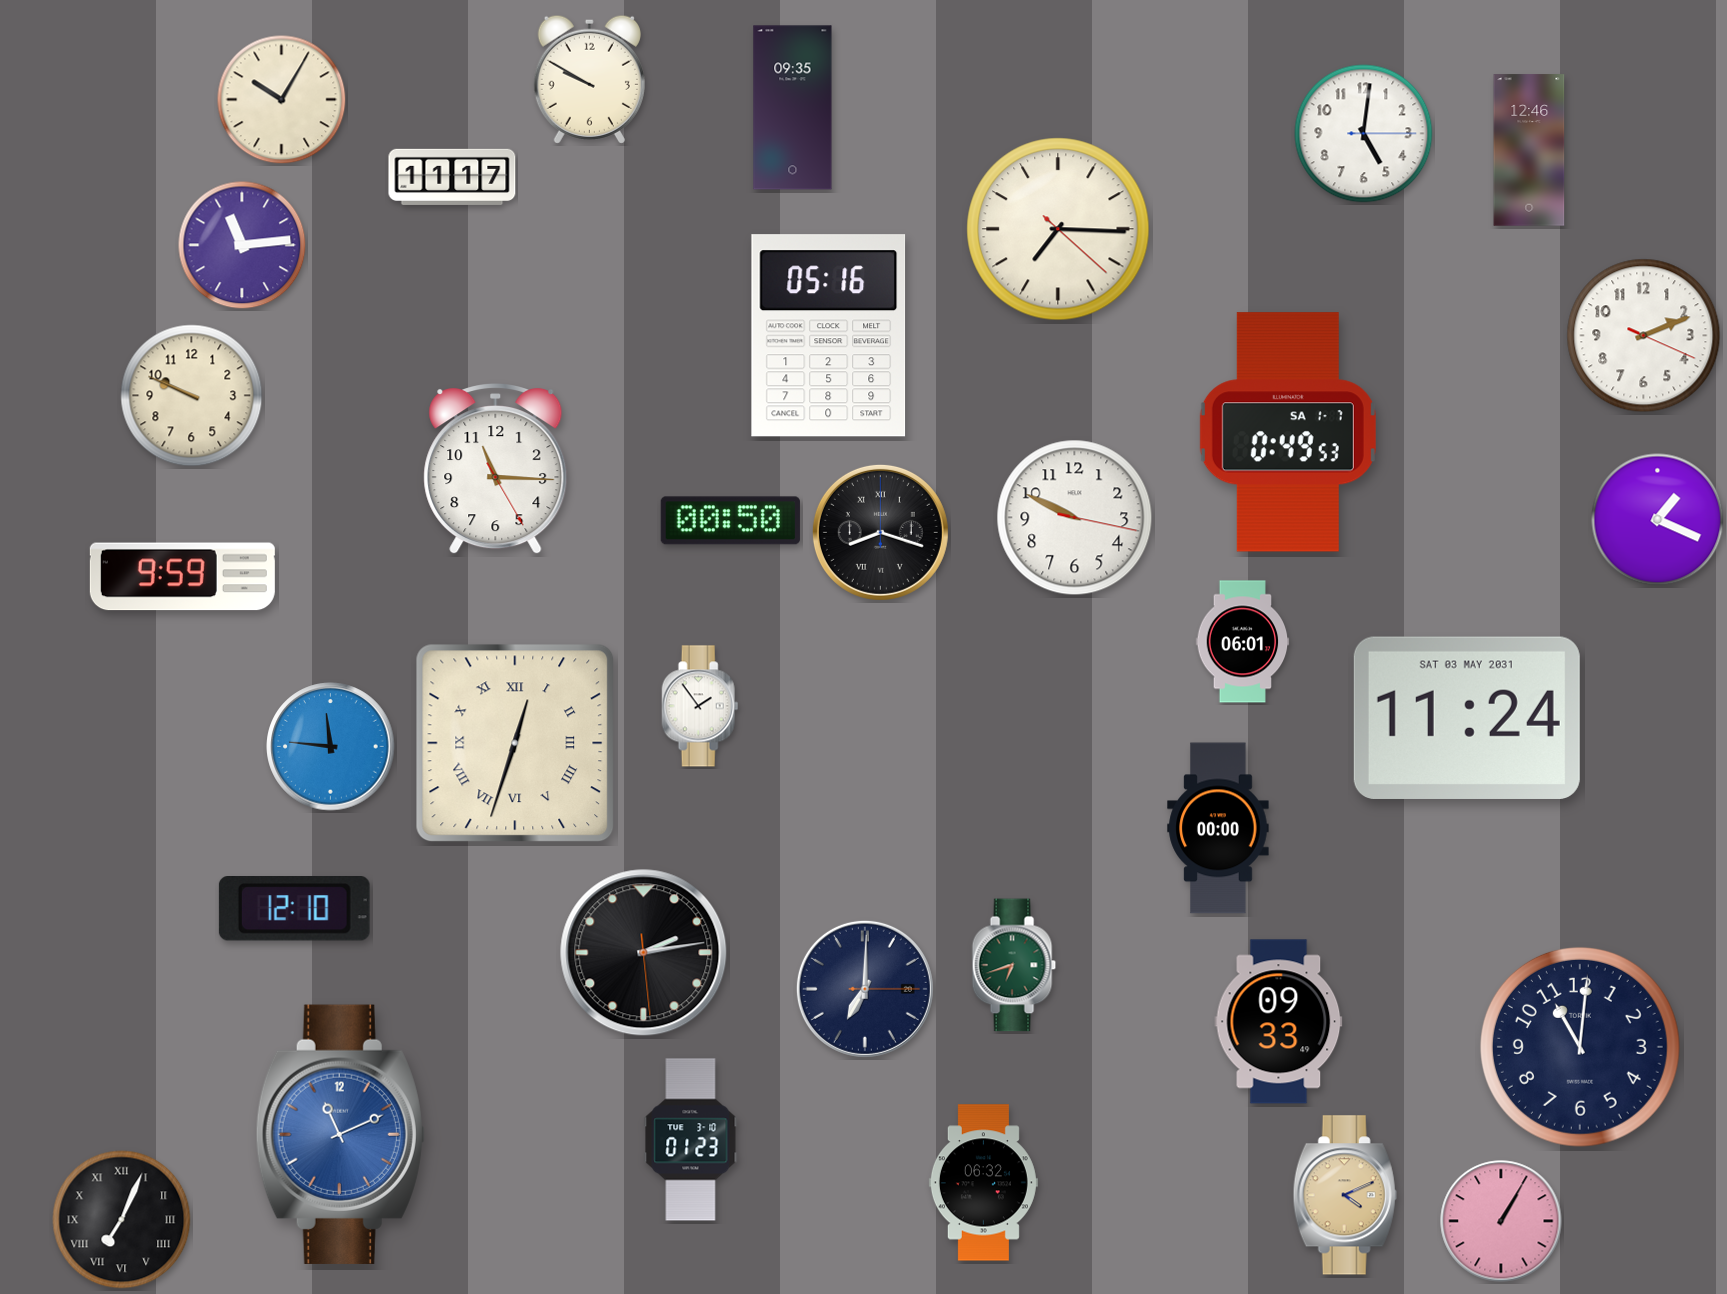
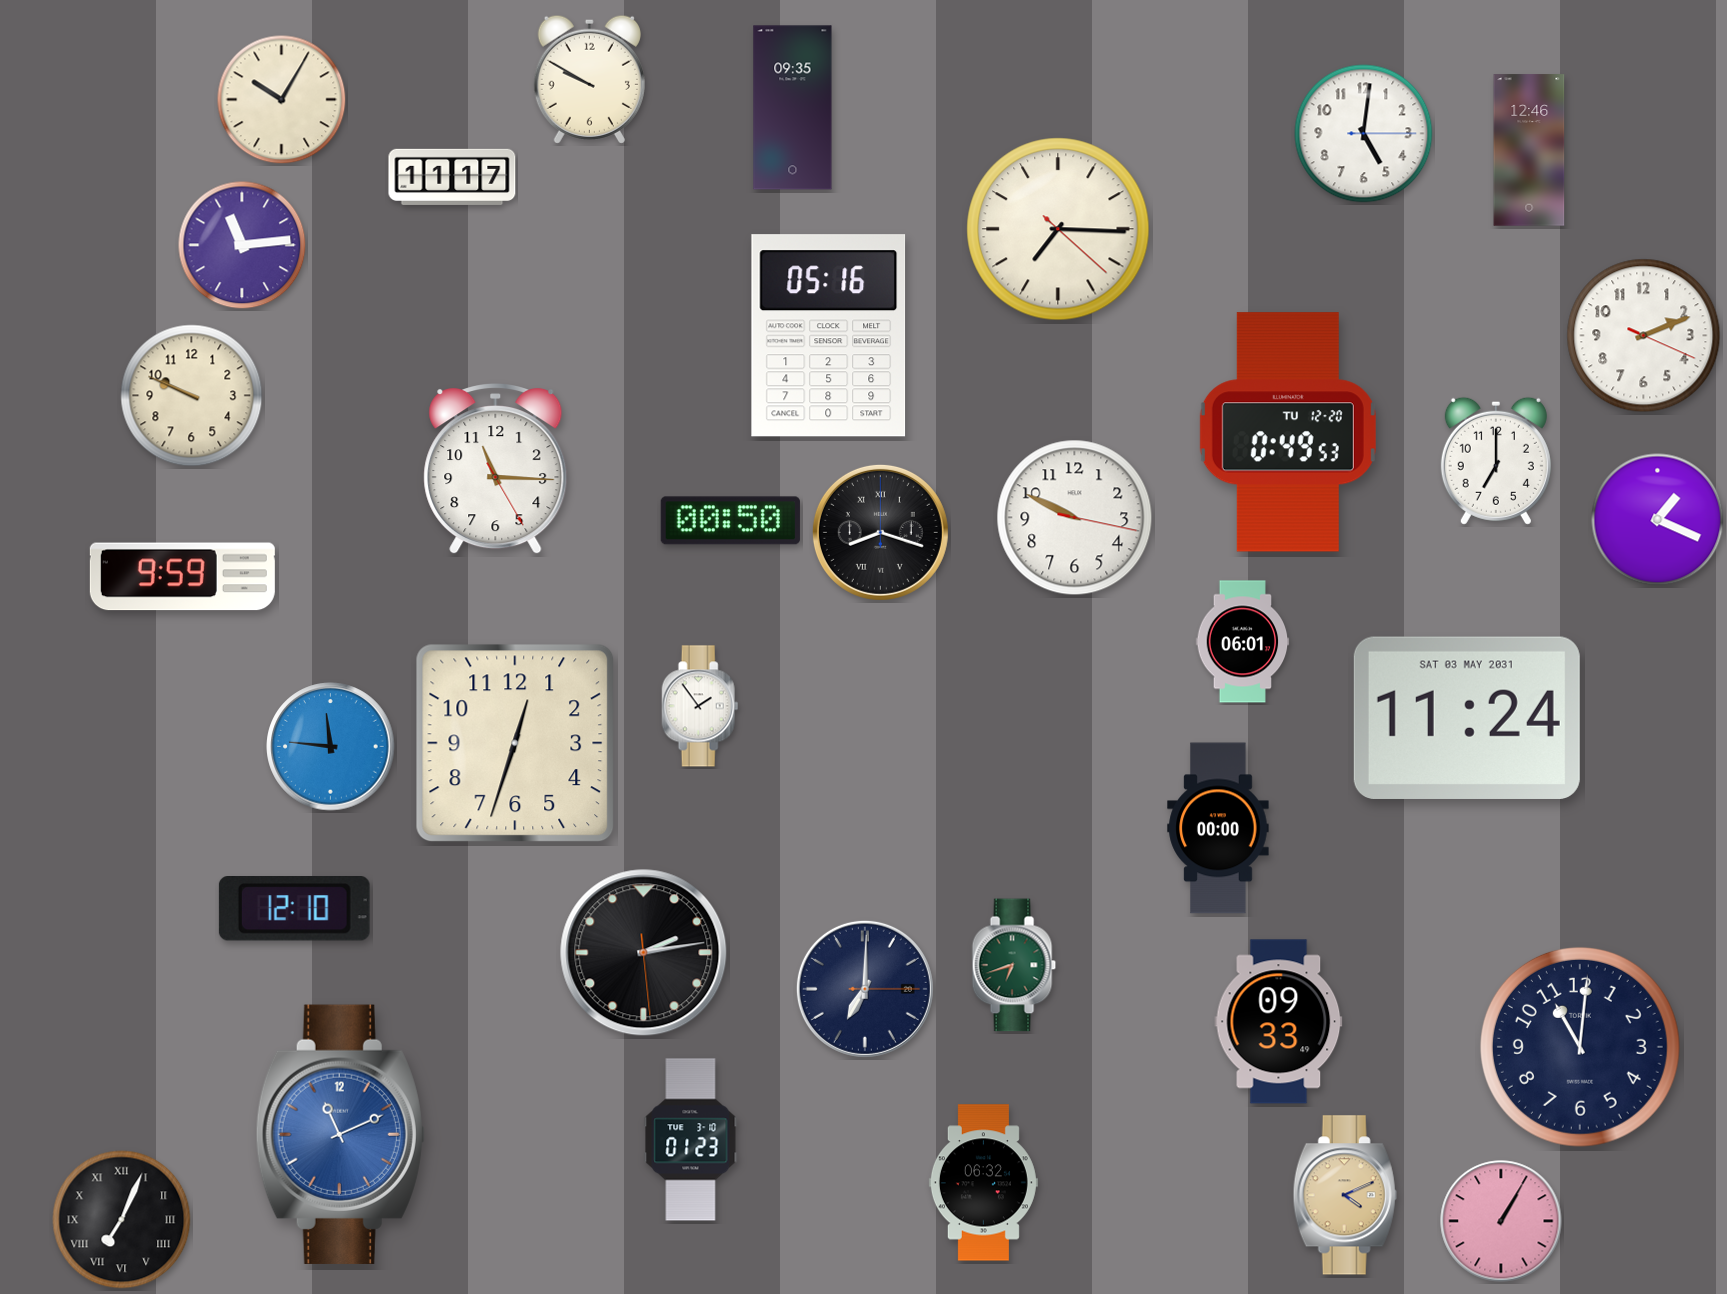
clock at (1288, 432) date: SA 1-7 -> TU 12-20
clock at (1496, 461): none -> 7:00
clock at (515, 743) numerals: Roman -> Arabic
